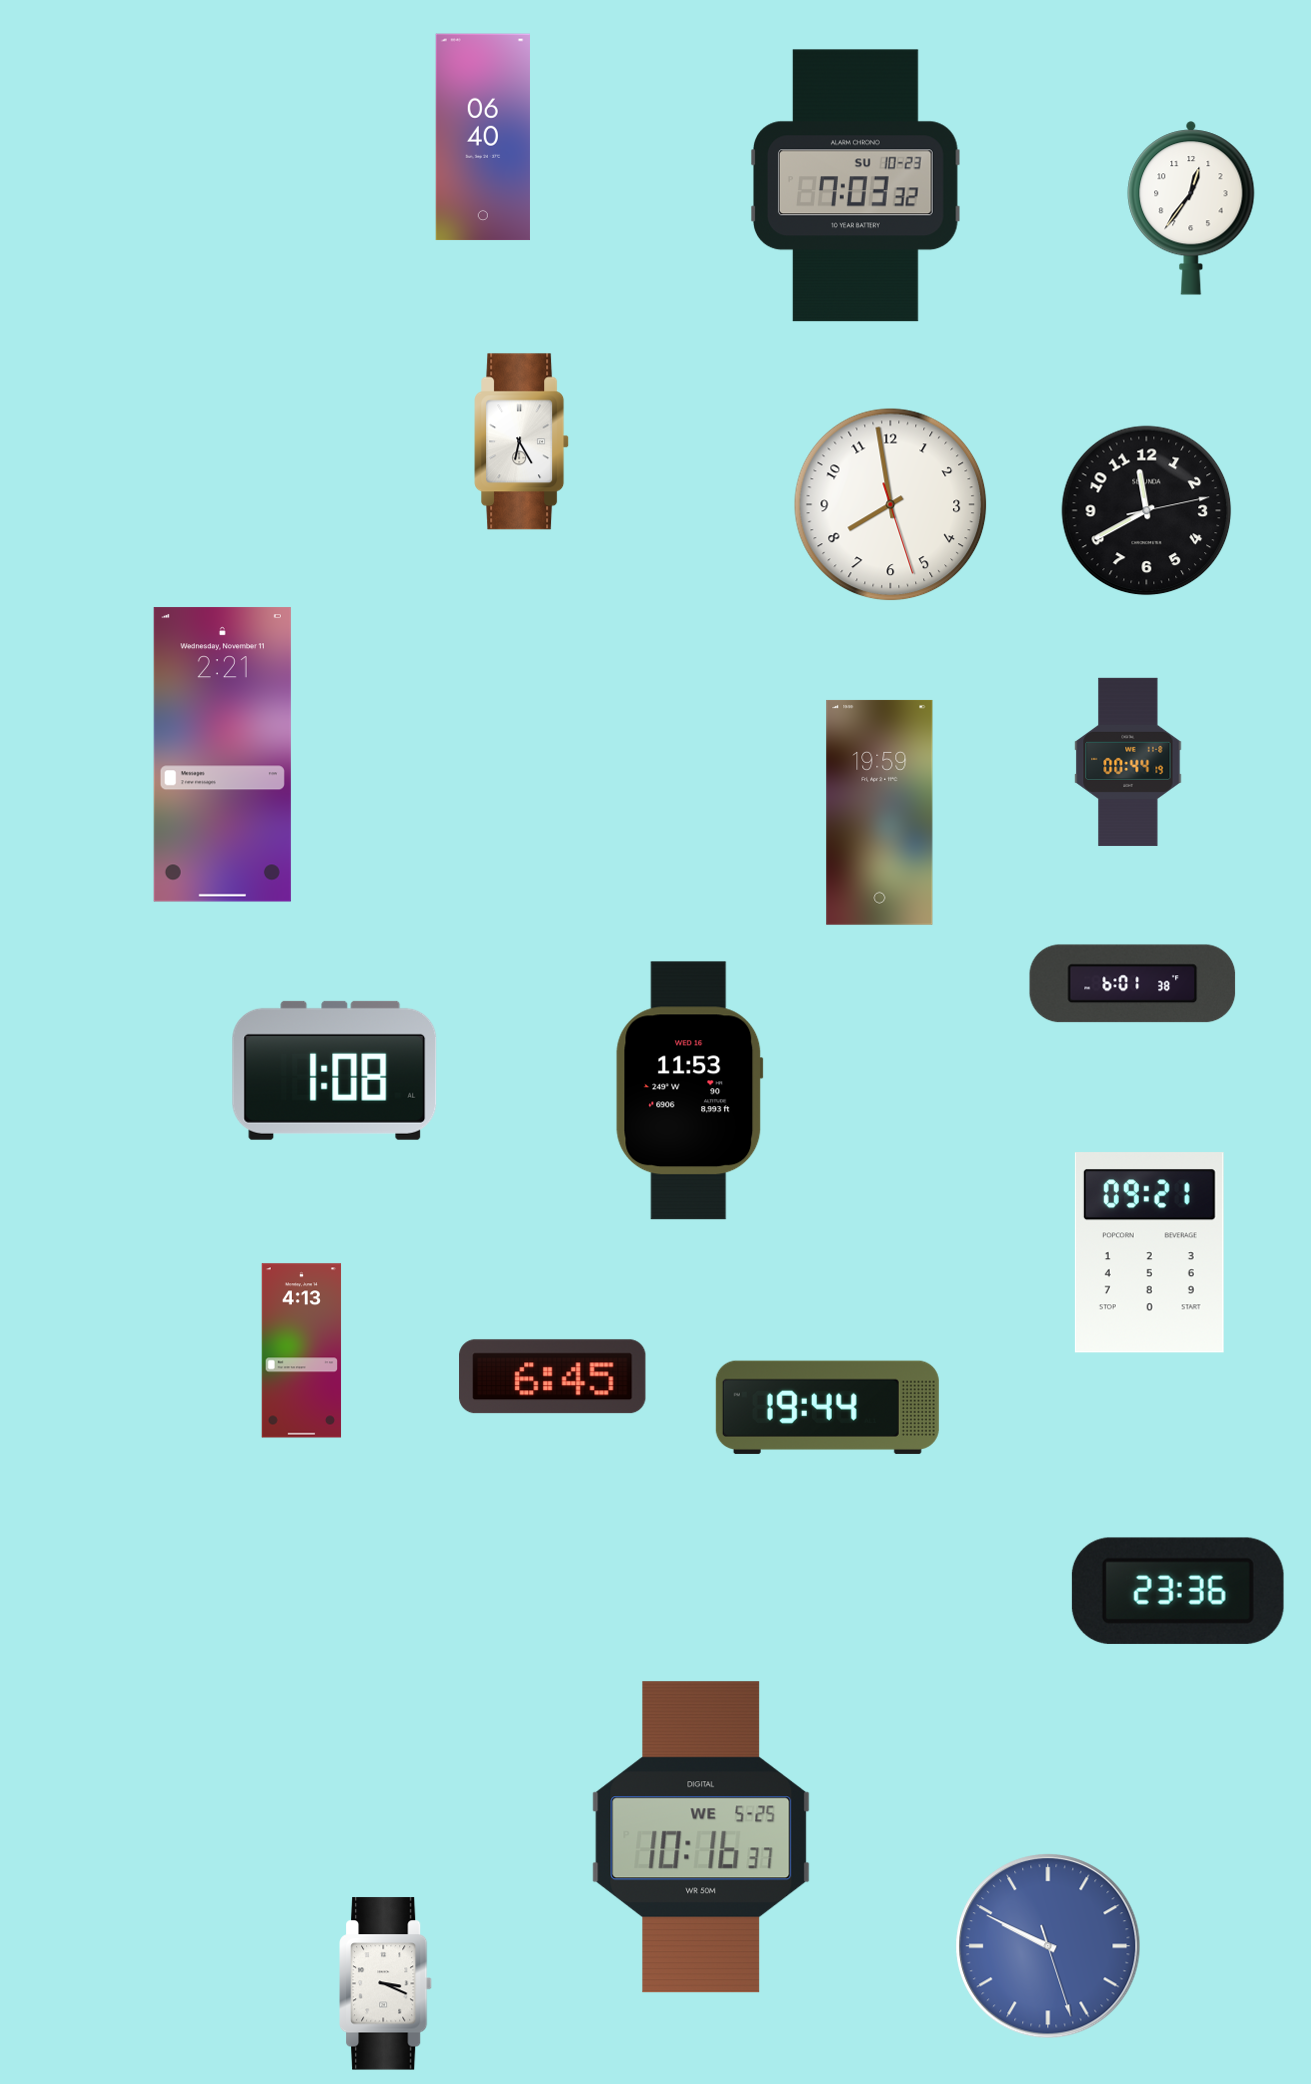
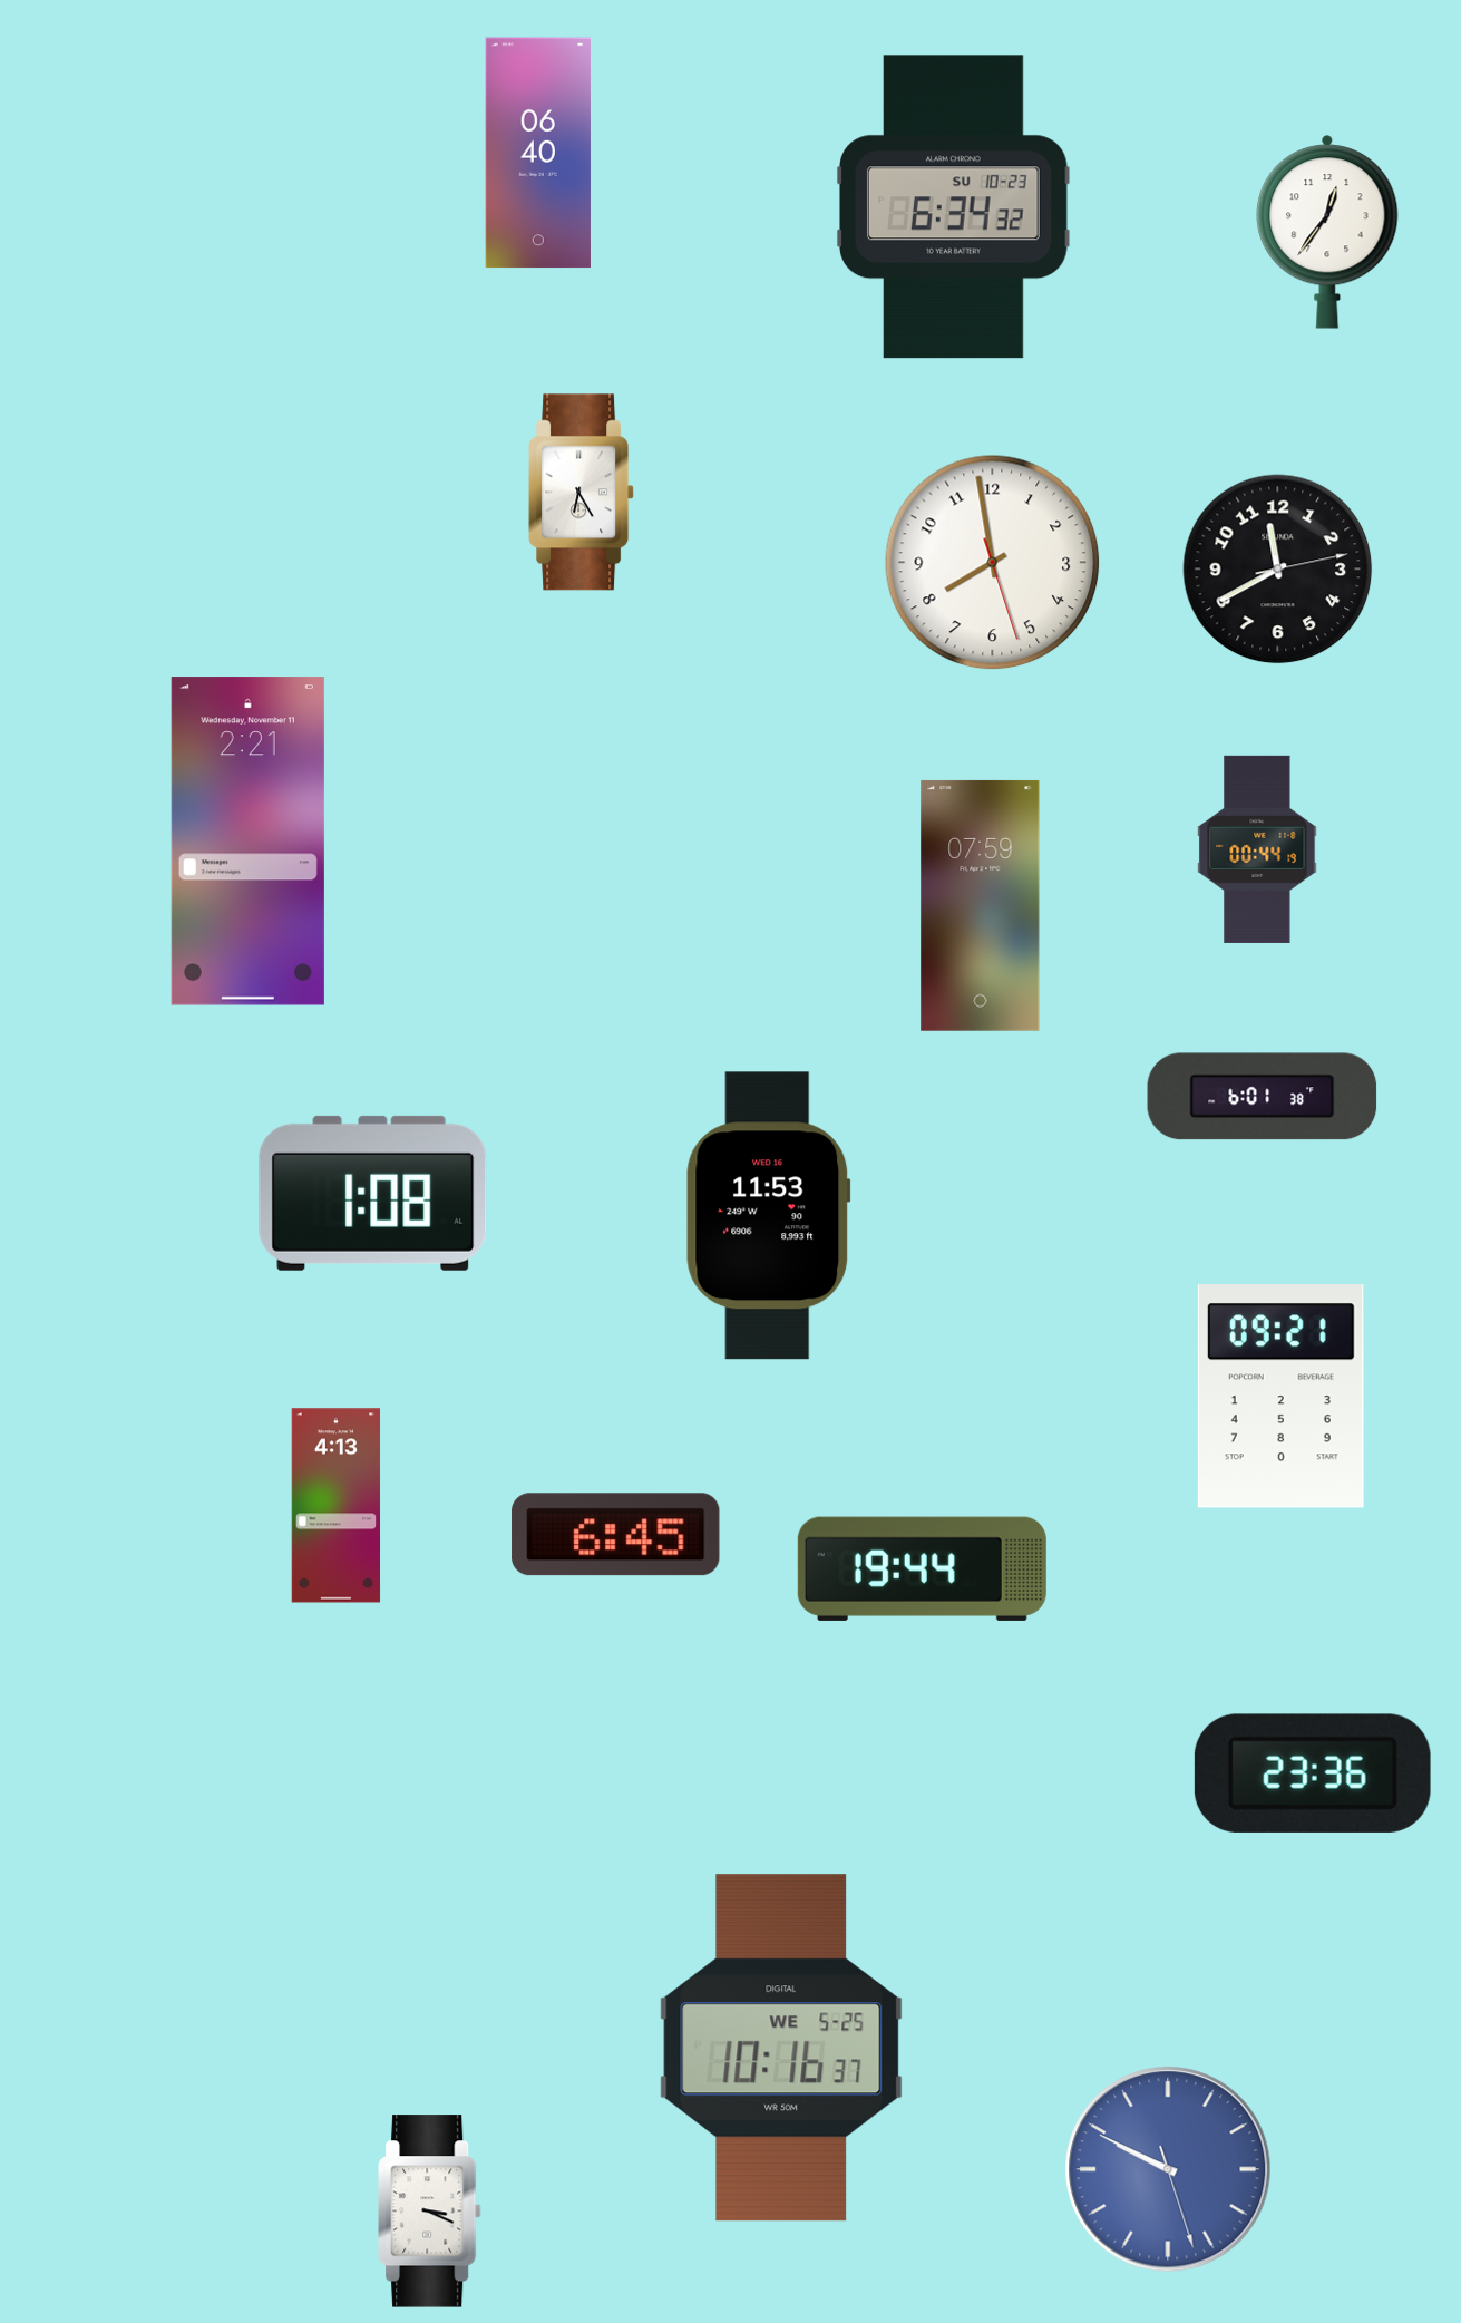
clock at (856, 186): 7:03 -> 6:34
clock at (880, 812): 19:59 -> 07:59
